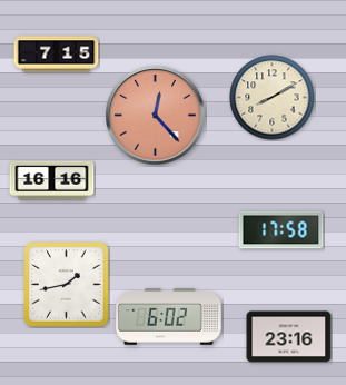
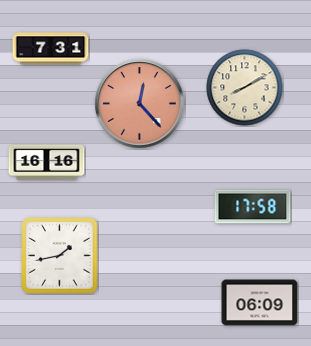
clock at (57, 55): 7:15 -> 7:31
clock at (169, 317): 6:02 -> none
clock at (289, 337): 23:16 -> 06:09
